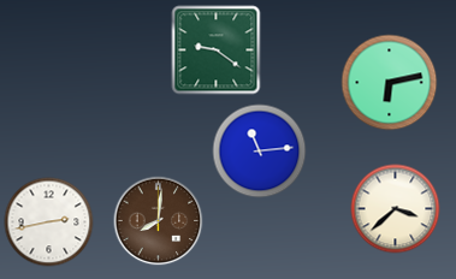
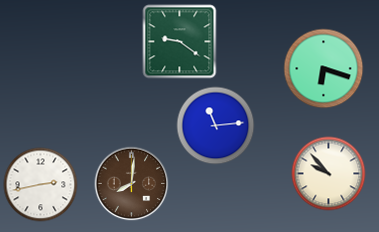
clock at (390, 83): 6:13 -> 6:18
clock at (396, 209): 3:38 -> 9:53
